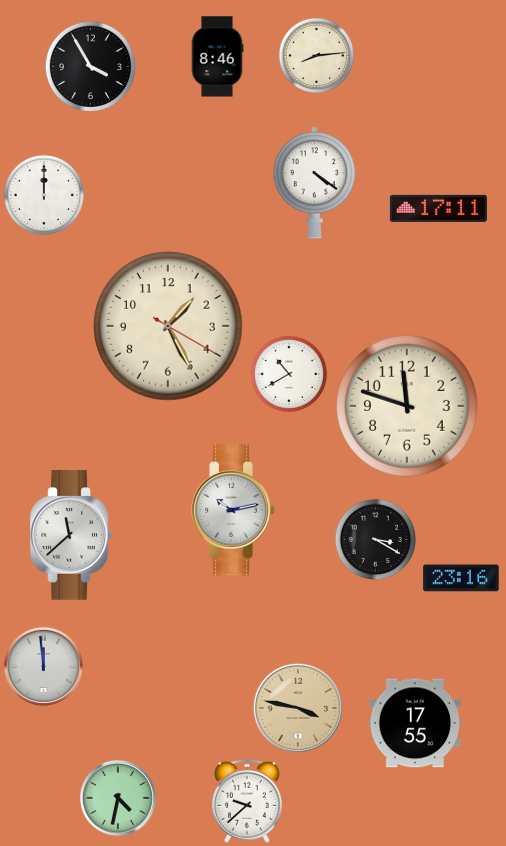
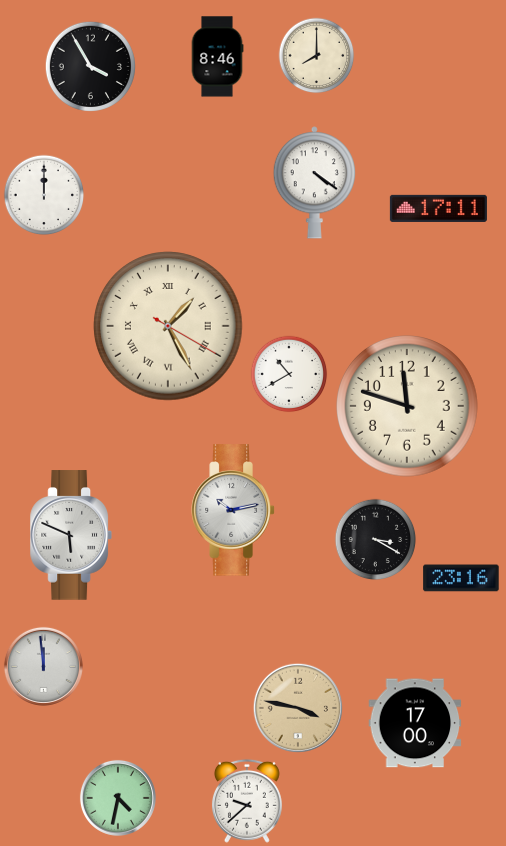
clock at (317, 56): 8:14 -> 8:00
clock at (168, 326) numerals: Arabic -> Roman
clock at (70, 535): 11:38 -> 5:49
clock at (415, 723): 17:55 -> 17:00
